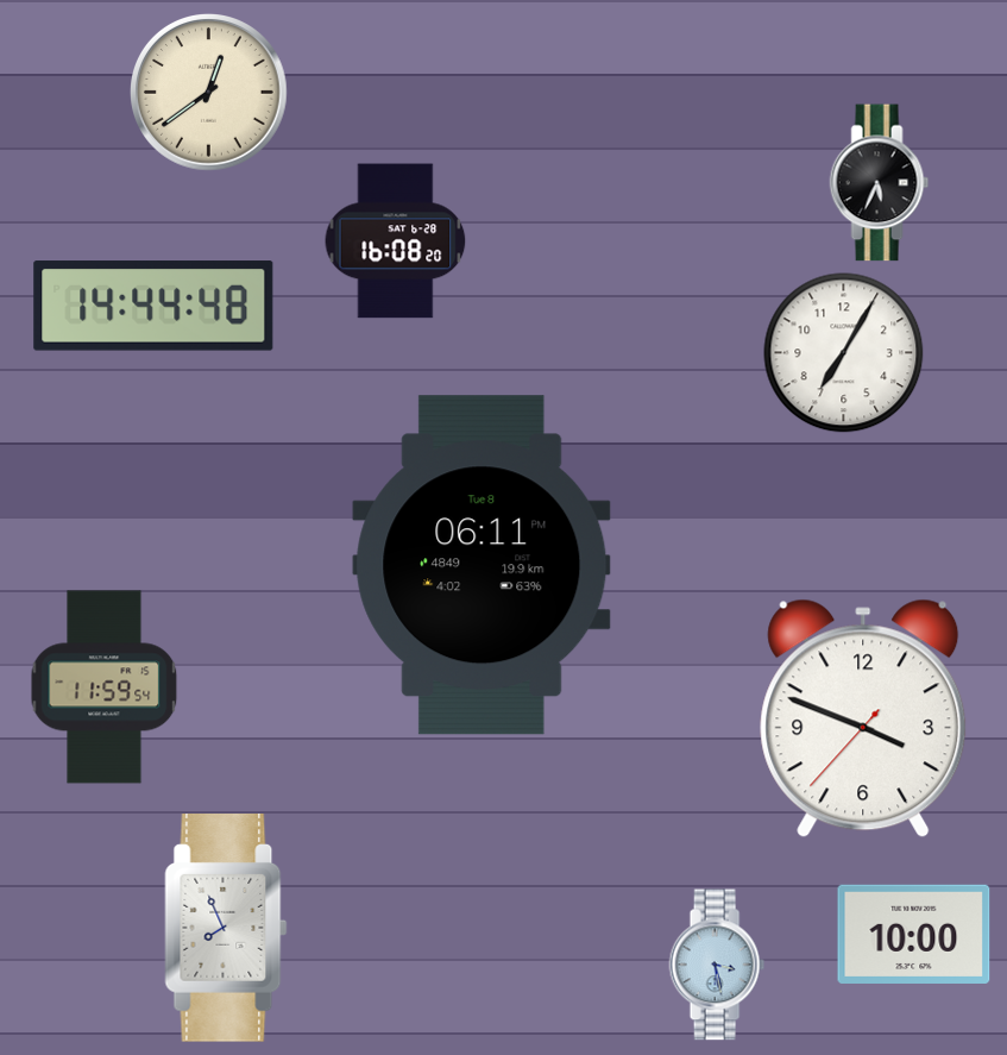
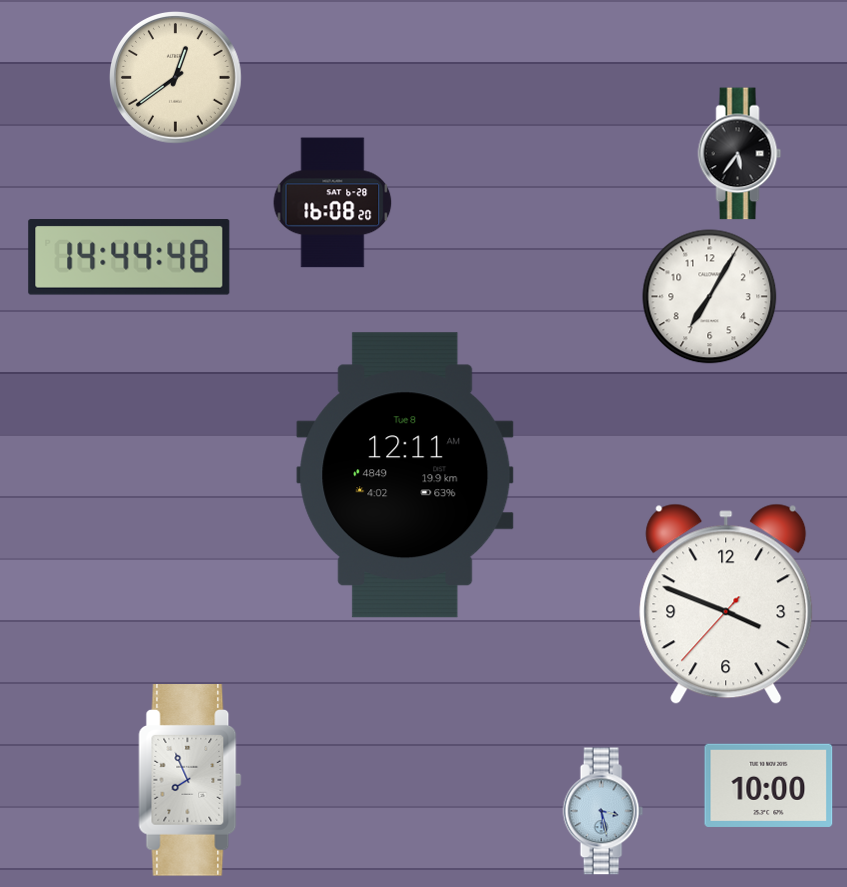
clock at (880, 183): 5:34 -> 5:36
clock at (482, 565): 06:11 -> 12:11
clock at (105, 687): 11:59 -> none
